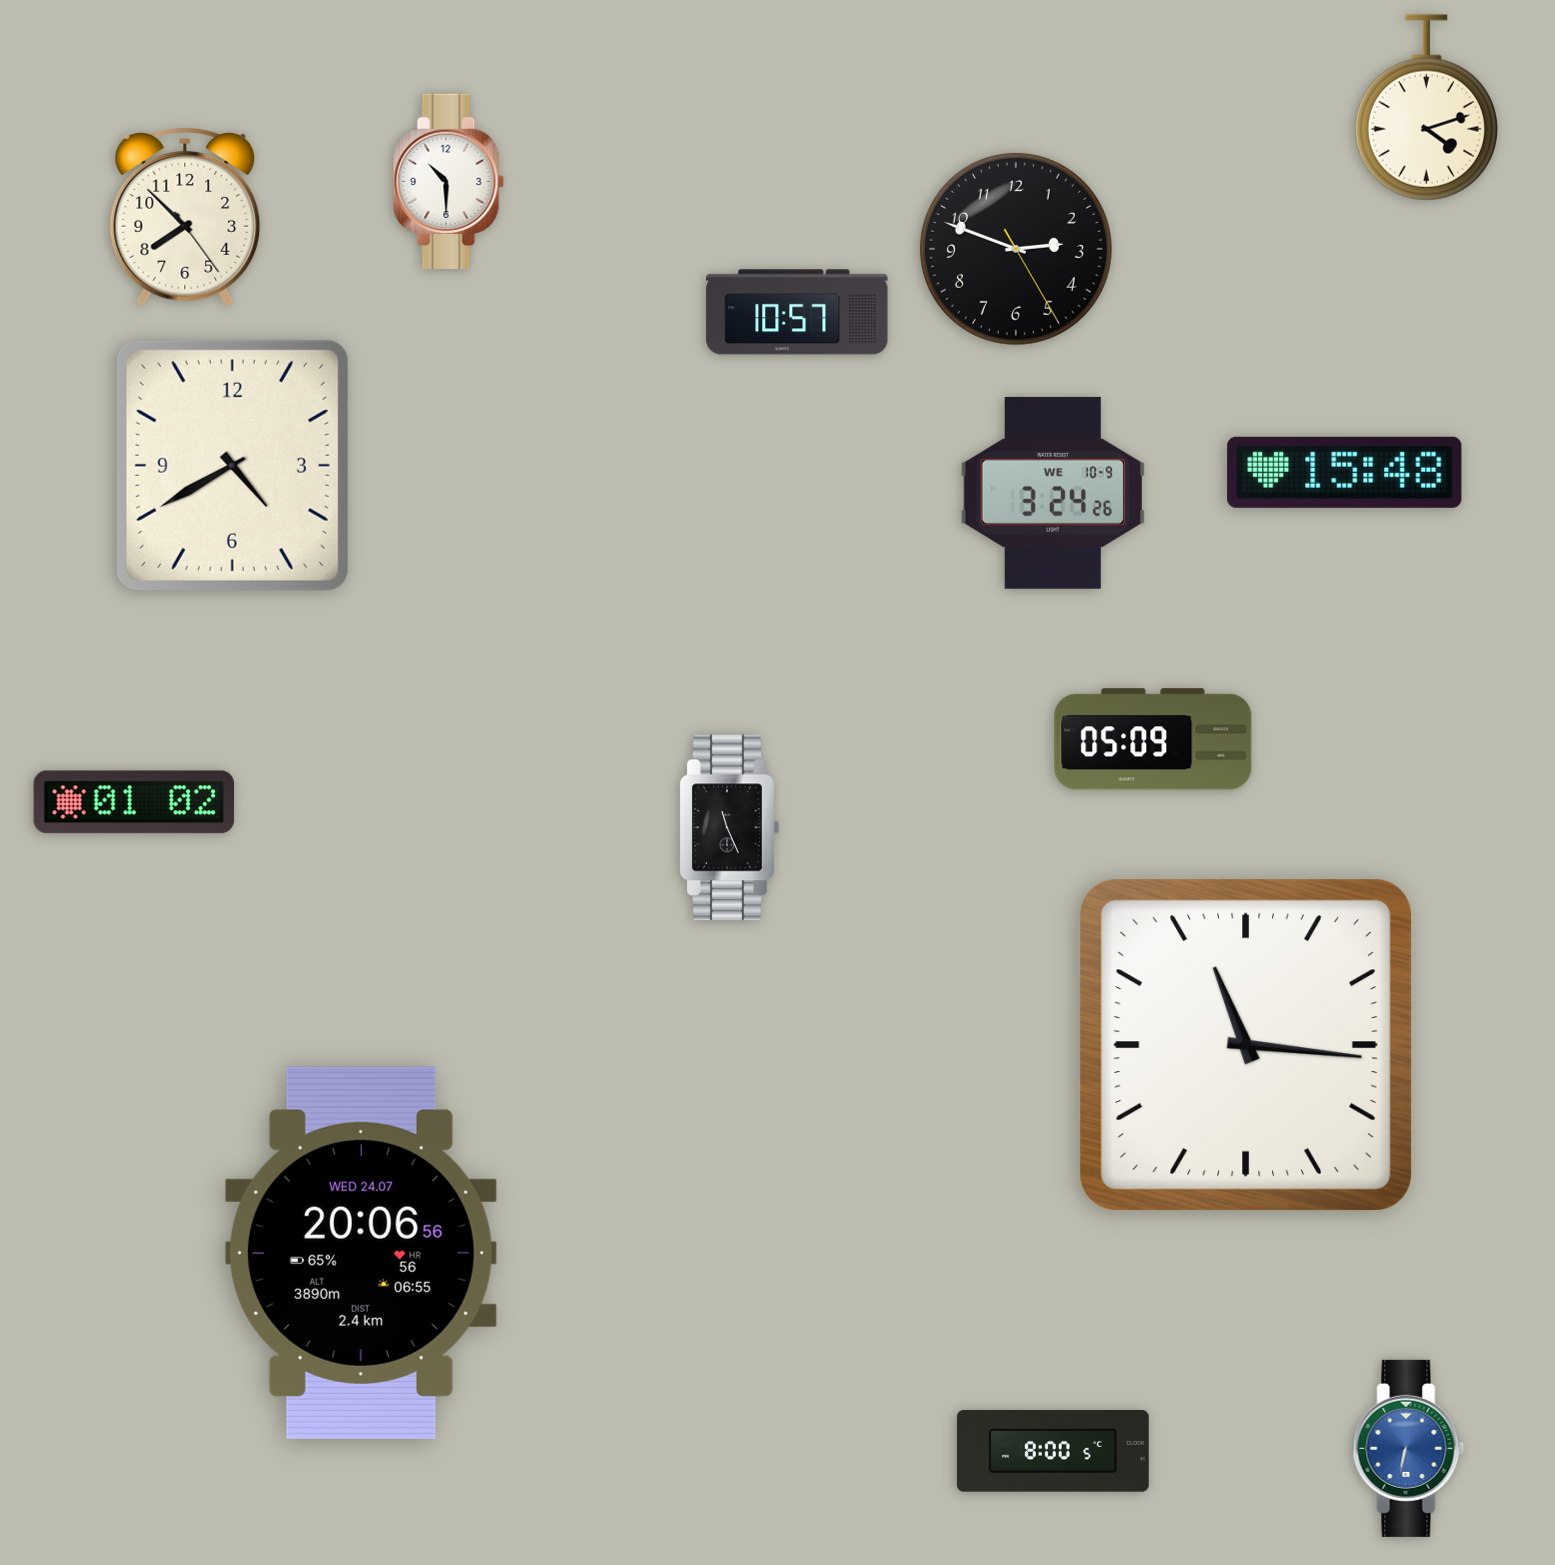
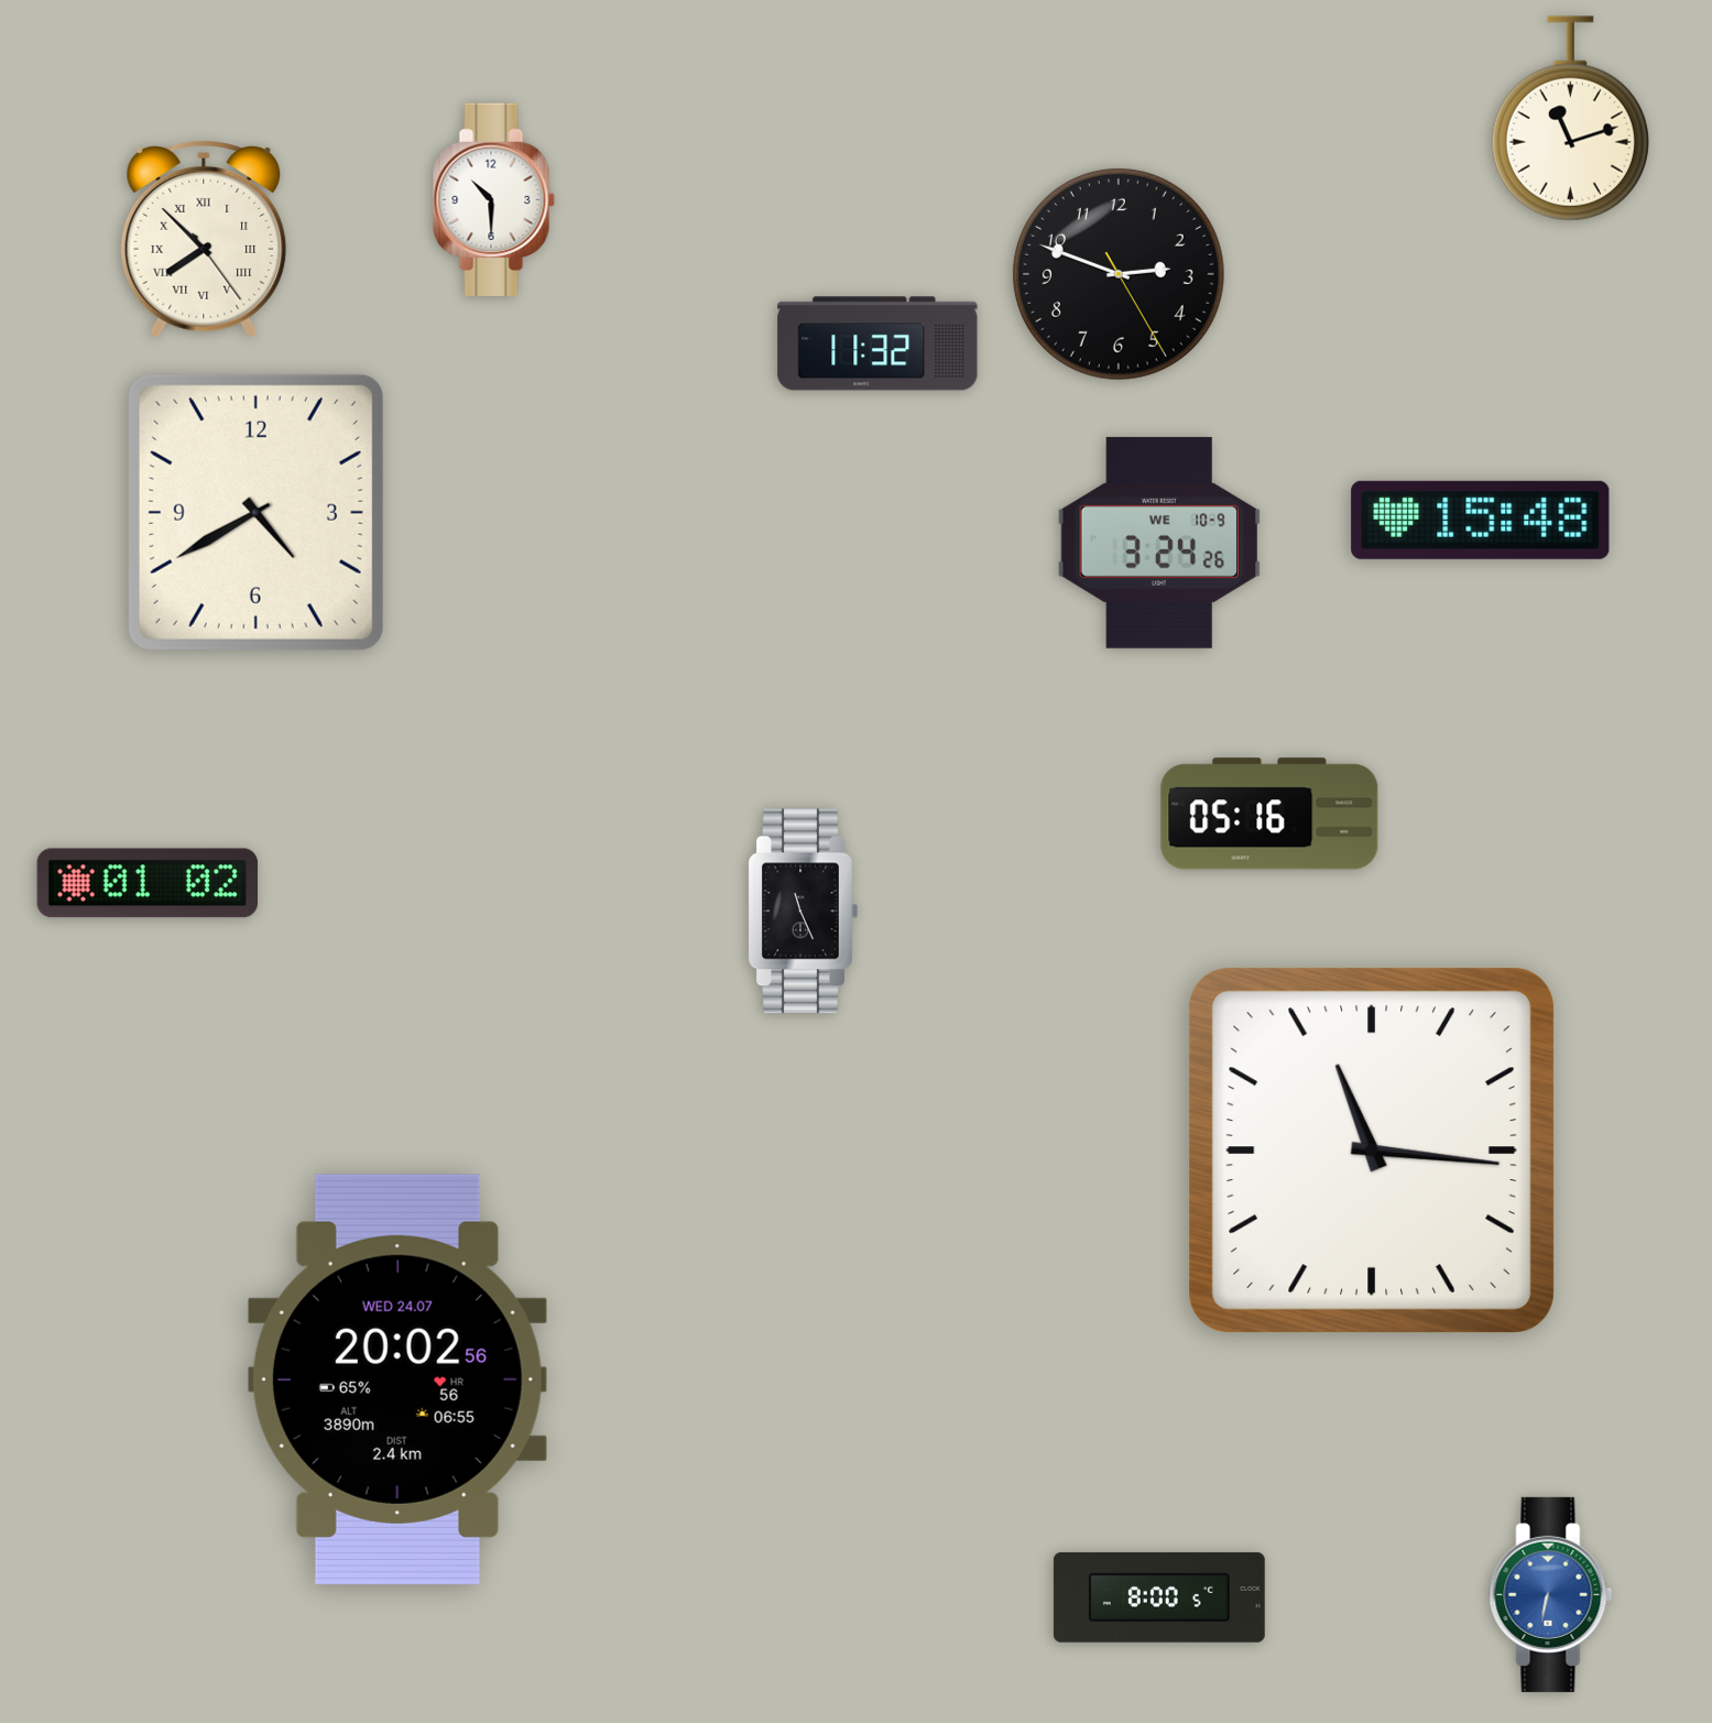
clock at (1426, 108): 4:12 -> 11:12
clock at (185, 217) numerals: Arabic -> Roman
clock at (797, 312): 10:57 -> 11:32
clock at (1153, 739): 05:09 -> 05:16
clock at (361, 1253): 20:06 -> 20:02
